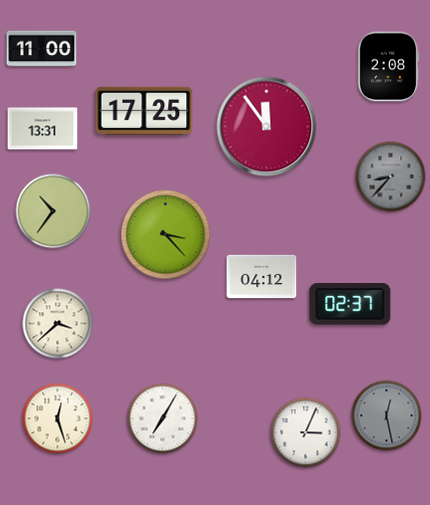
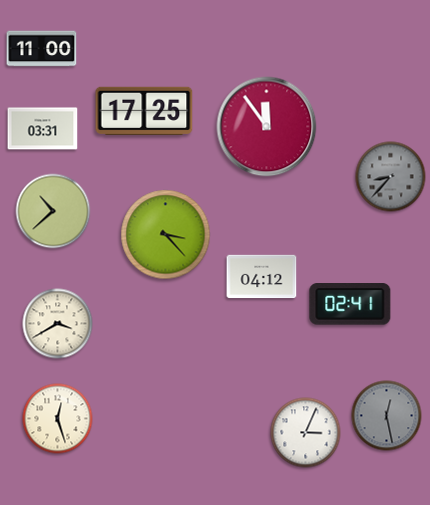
clock at (389, 67): 2:08 -> none
clock at (43, 129): 13:31 -> 03:31
clock at (53, 211): 10:36 -> 10:38
clock at (350, 305): 02:37 -> 02:41
clock at (58, 324): 3:38 -> 3:40
clock at (163, 419): 7:05 -> none
